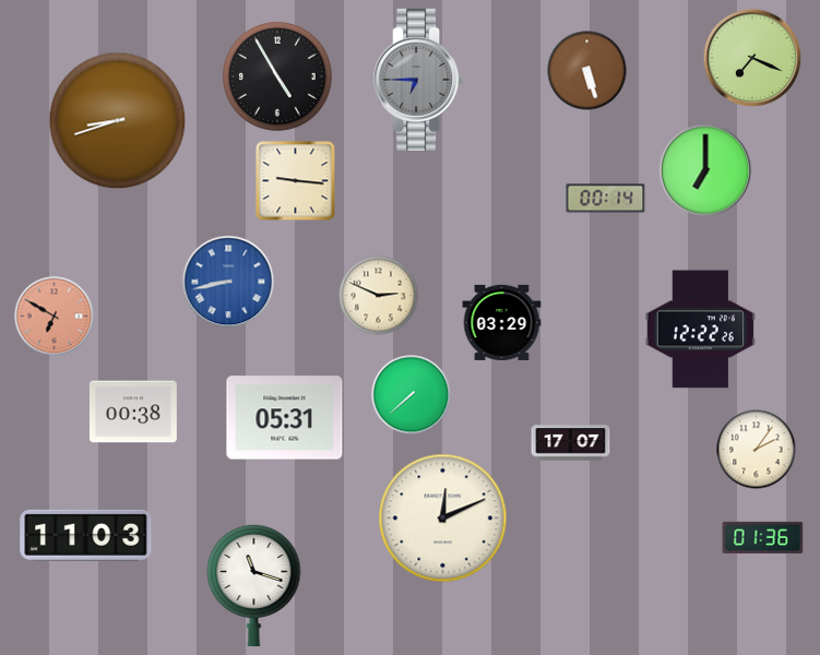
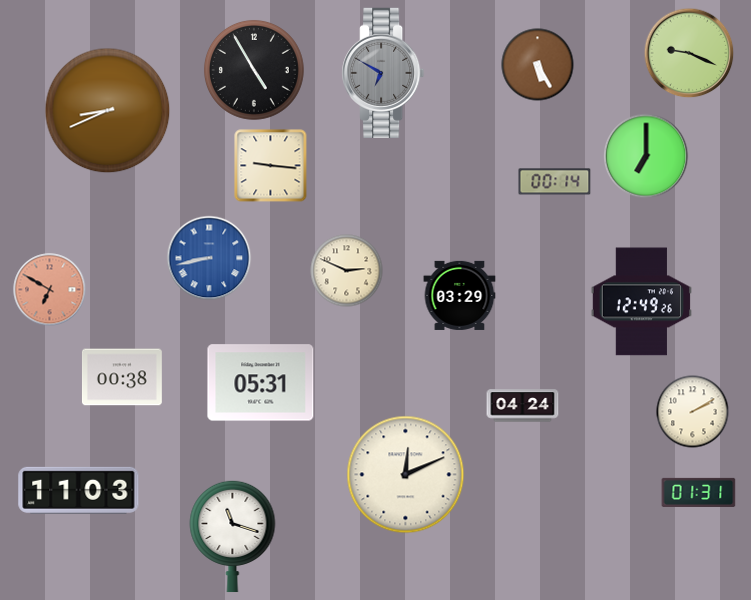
clock at (752, 58): 7:19 -> 9:19
clock at (587, 71): 5:27 -> 5:25
clock at (418, 80): 6:45 -> 6:50
clock at (118, 121): 8:42 -> 8:41
clock at (700, 330): 12:22 -> 12:49
clock at (412, 395): 7:38 -> none
clock at (571, 443): 17:07 -> 04:24
clock at (757, 450): 2:06 -> 2:10
clock at (763, 537): 01:36 -> 01:31
